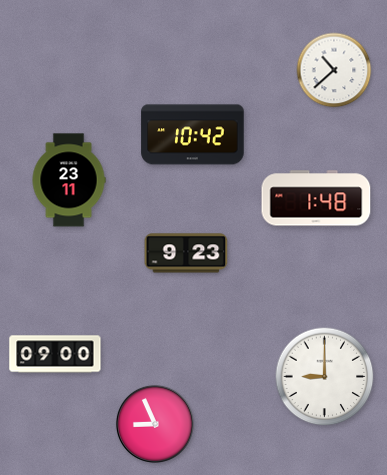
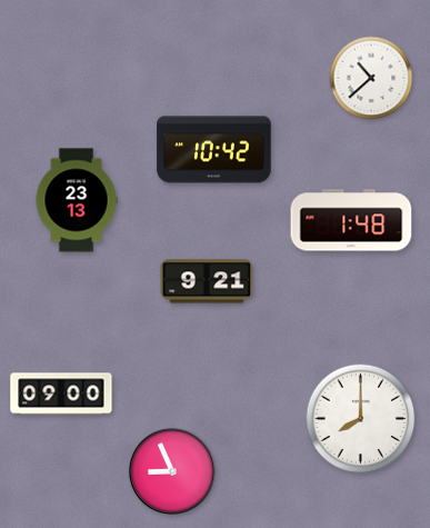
clock at (69, 180): 23:11 -> 23:13
clock at (186, 253): 9:23 -> 9:21
clock at (325, 377): 9:00 -> 8:00
